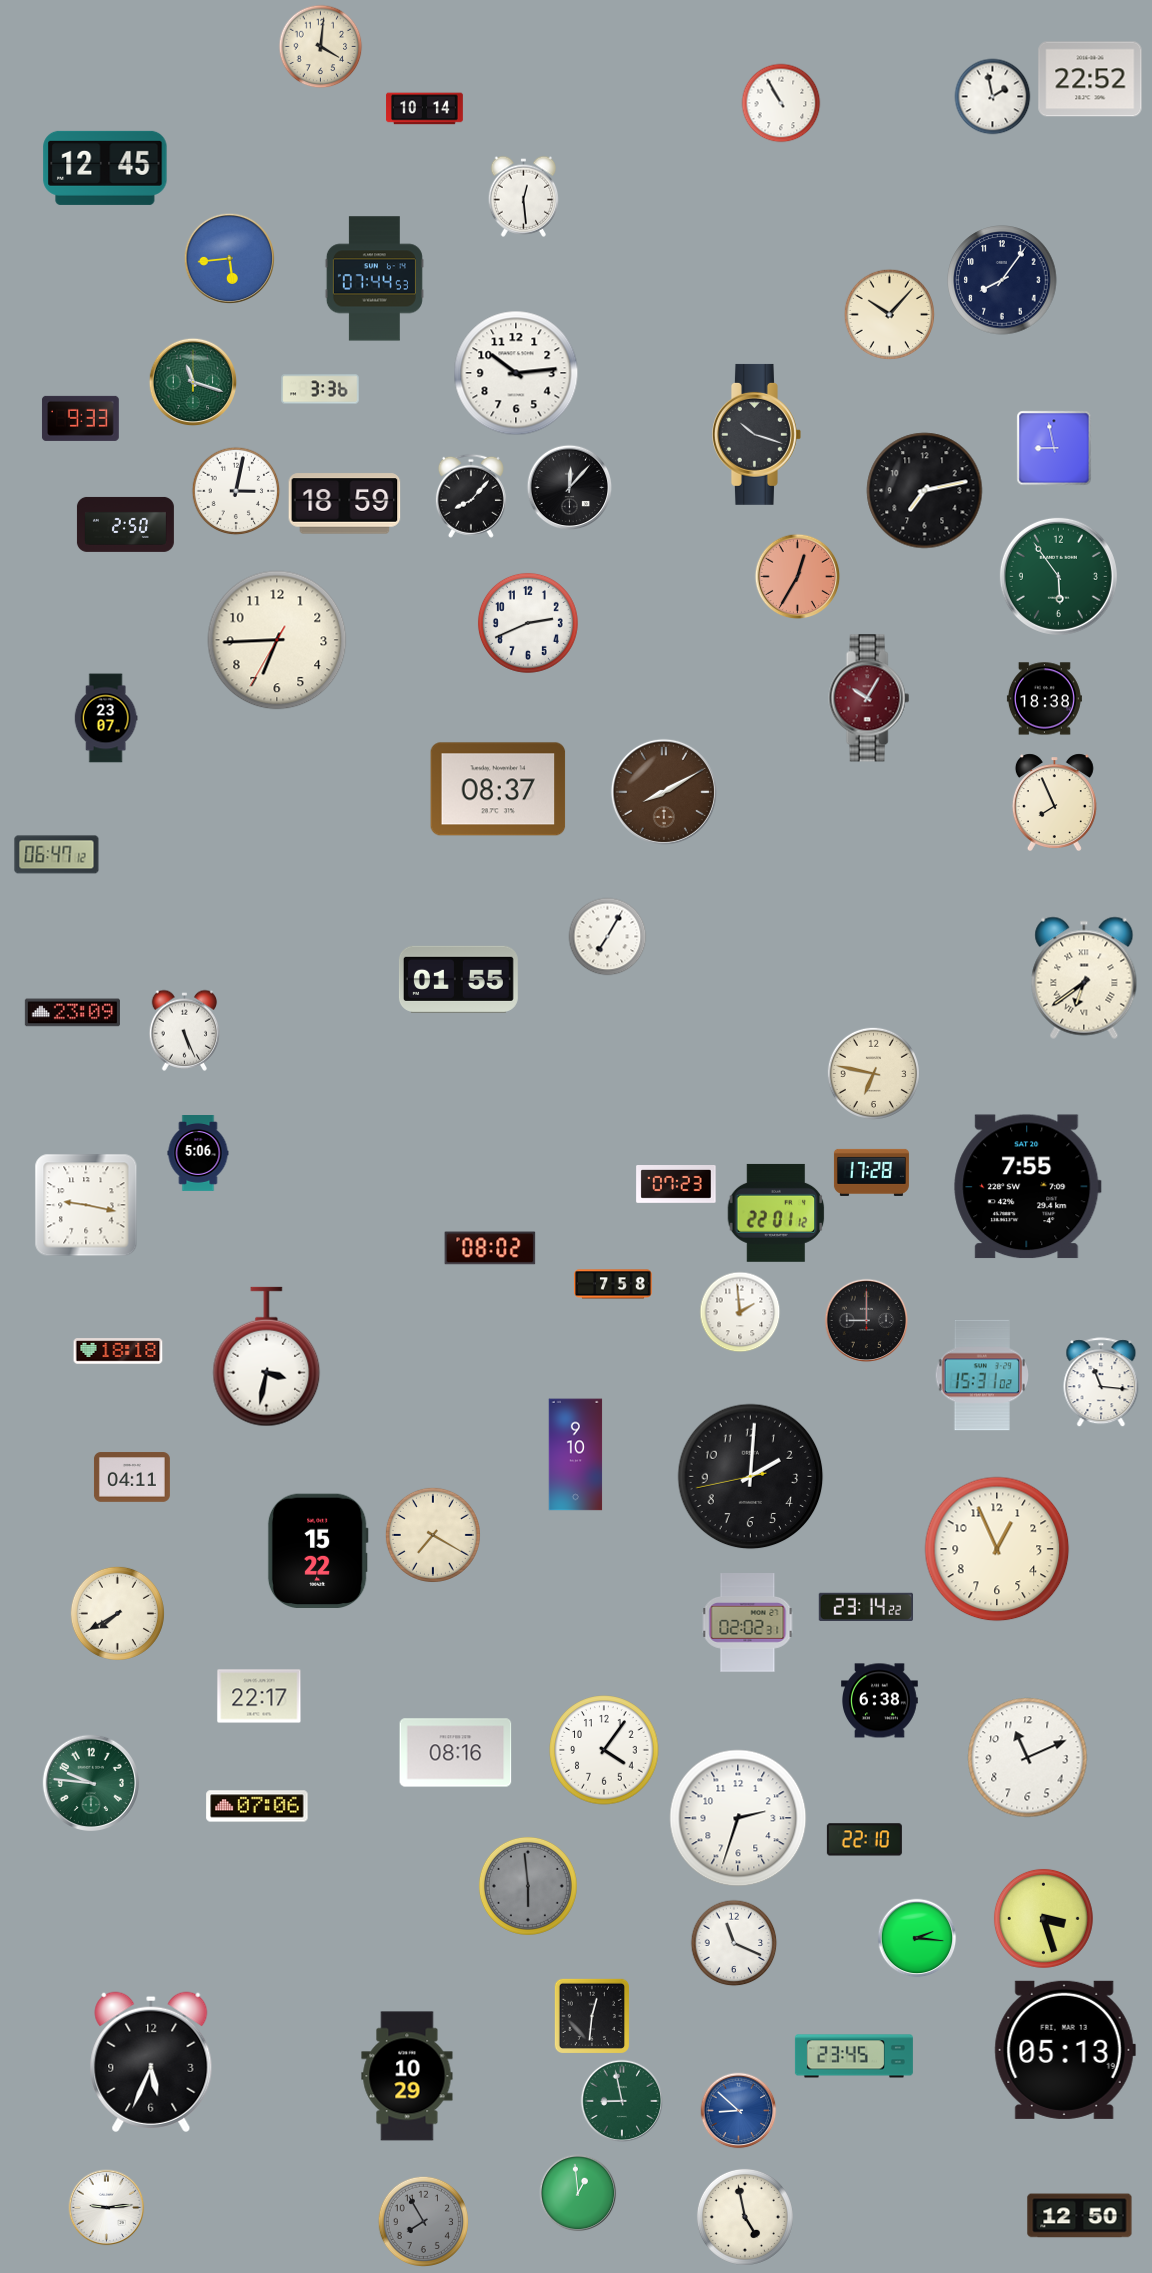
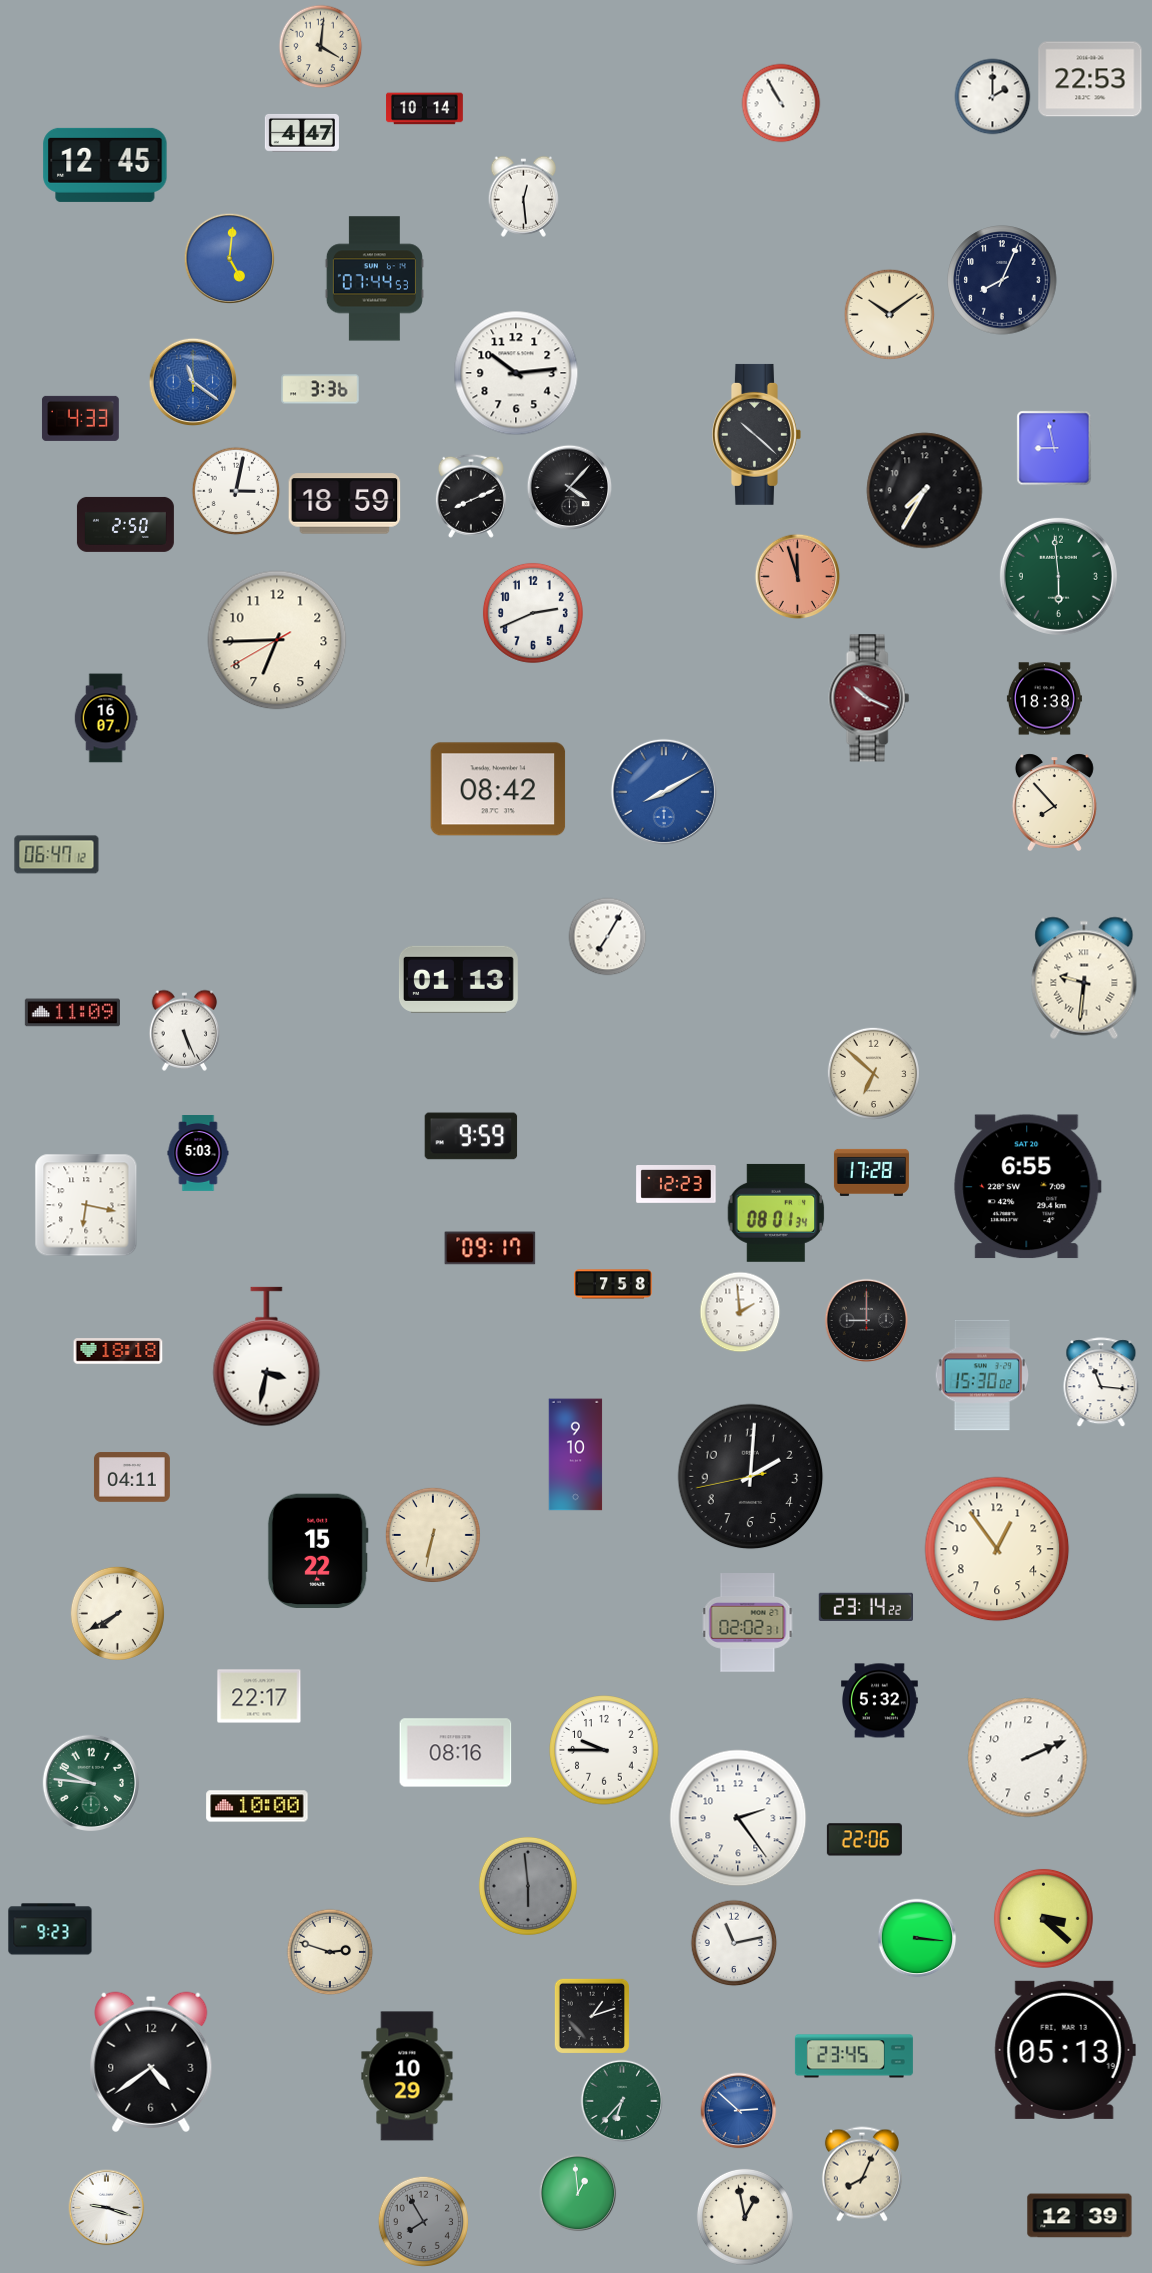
clock at (1090, 79): 22:52 -> 22:53
clock at (993, 97): 1:58 -> 2:00
clock at (302, 133): none -> 4:47
clock at (105, 168) position: (105, 168) -> (105, 165)
clock at (229, 258): 5:44 -> 5:01
clock at (1002, 280): 8:06 -> 8:04
clock at (889, 314): 10:07 -> 10:09
clock at (193, 382): 11:18 -> 11:21
clock at (193, 382) dial: green -> blue
clock at (80, 418): 9:33 -> 4:33
clock at (757, 434): 10:18 -> 10:22
clock at (570, 488): 12:07 -> 4:07
clock at (925, 491): 7:13 -> 7:35
clock at (471, 496): 8:07 -> 8:11
clock at (1058, 576): 5:54 -> 5:59
clock at (798, 577): 12:35 -> 11:57
clock at (528, 623) position: (528, 623) -> (533, 613)
clock at (277, 640): 6:44:35 -> 6:44:40
clock at (869, 698): 10:05 -> 10:19
clock at (106, 718): 23:07 -> 16:07
clock at (498, 789): 08:37 -> 08:42
clock at (664, 792) dial: brown -> blue
clock at (1054, 802): 7:56 -> 7:53
clock at (1084, 978): 6:39 -> 9:31
clock at (458, 979): 01:55 -> 01:13
clock at (72, 1013): 23:09 -> 11:09
clock at (873, 1073): 6:47 -> 6:52
clock at (471, 1136): none -> 9:59
clock at (198, 1154): 5:06 -> 5:03
clock at (676, 1185): 07:23 -> 12:23
clock at (1028, 1187): 7:55 -> 6:55
clock at (86, 1205): 9:17 -> 6:17
clock at (776, 1213): 22:01 -> 08:01
clock at (490, 1248): 08:02 -> 09:17
clock at (981, 1375): 15:31 -> 15:30
clock at (433, 1535): 7:20 -> 6:32
clock at (997, 1549): 12:56 -> 12:54
clock at (880, 1701): 6:38 -> 5:32
clock at (604, 1750): 4:06 -> 9:45
clock at (1028, 1758): 11:11 -> 2:11
clock at (257, 1806): 07:06 -> 10:00
clock at (738, 1818): 2:33 -> 2:24
clock at (864, 1840): 22:10 -> 22:06
clock at (1043, 1918): 3:27 -> 3:22
clock at (50, 1929): none -> 9:23
clock at (917, 1938): 2:16 -> 3:16
clock at (734, 1943): 11:19 -> 11:13
clock at (330, 1952): none -> 2:48
clock at (591, 2015): 12:31 -> 1:12
clock at (151, 2062): 5:34 -> 4:39
clock at (622, 2101): 8:58 -> 6:37
clock at (739, 2111): 8:52 -> 2:52
clock at (862, 2174): none -> 8:04
clock at (107, 2208): 9:14 -> 9:18
clock at (1080, 2216): 12:50 -> 12:39
clock at (745, 2217): 4:58 -> 12:58
